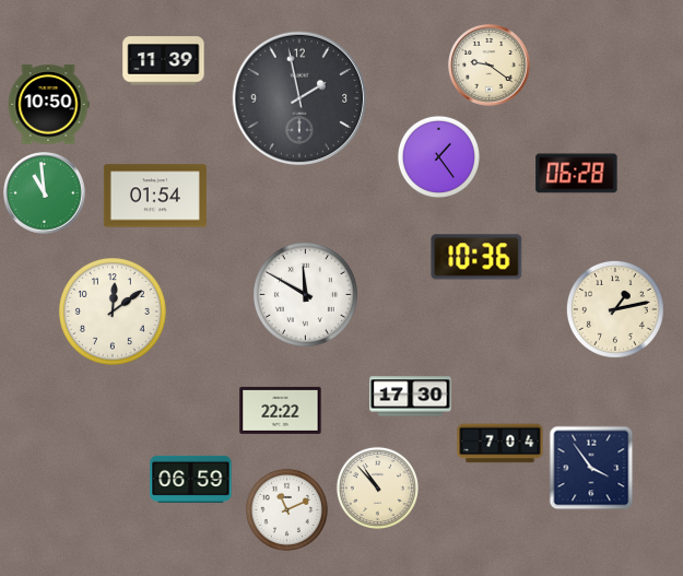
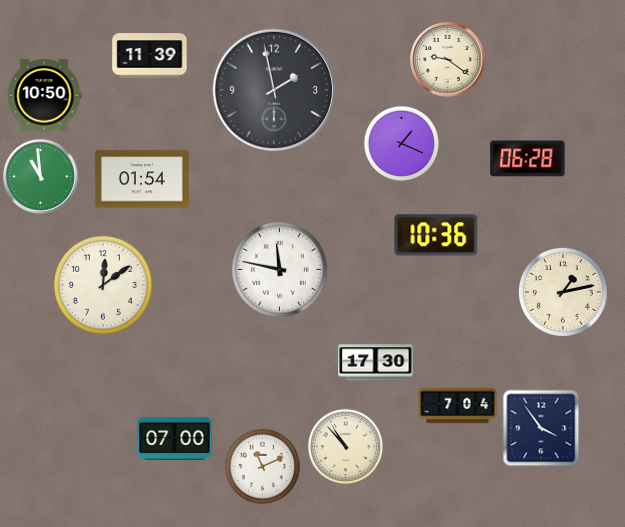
clock at (438, 156): 1:24 -> 1:19
clock at (305, 294): 11:50 -> 11:47
clock at (615, 309) position: (615, 309) -> (563, 292)
clock at (281, 410): 22:22 -> none
clock at (191, 479): 06:59 -> 07:00
